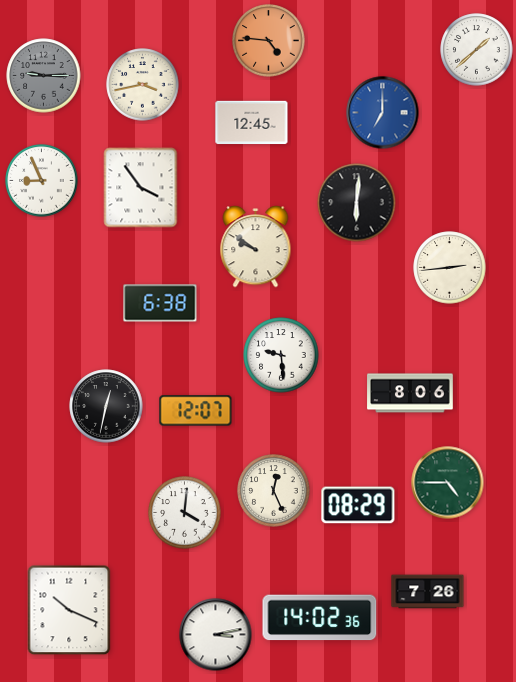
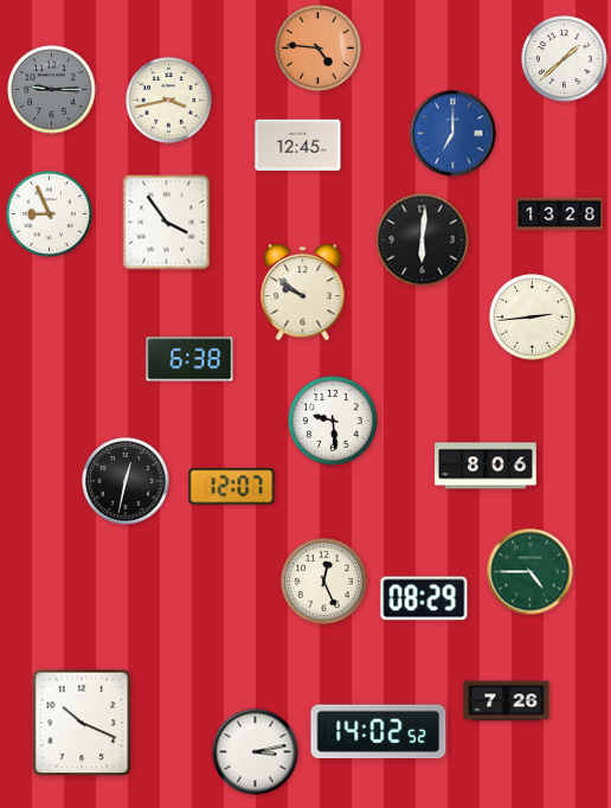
clock at (560, 214): none -> 13:28
clock at (185, 513): 4:01 -> none
clock at (320, 618): 14:02:36 -> 14:02:52
